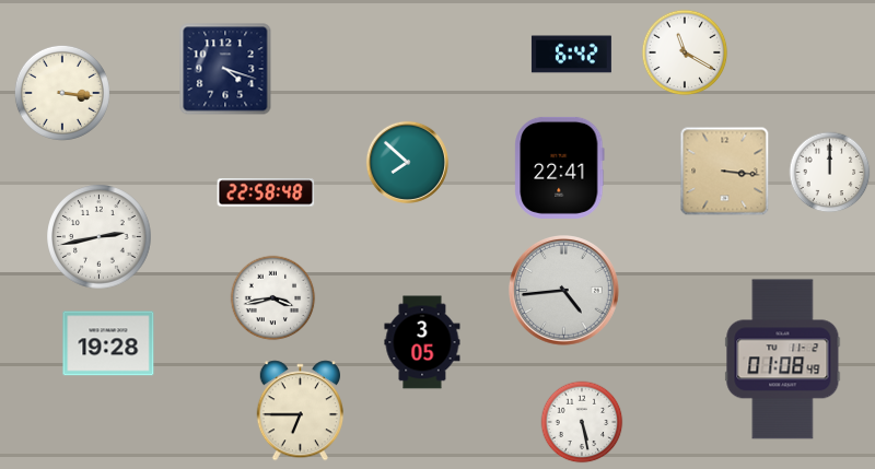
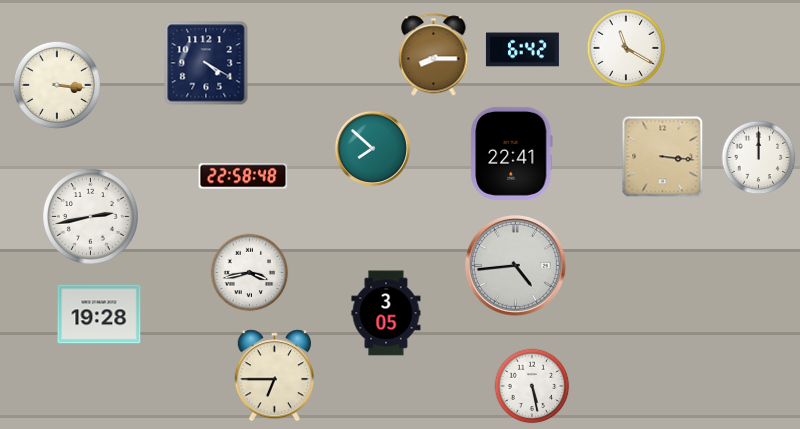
clock at (434, 55): none -> 8:15
clock at (225, 69): 4:18 -> 4:20
clock at (783, 360): 01:08 -> none
